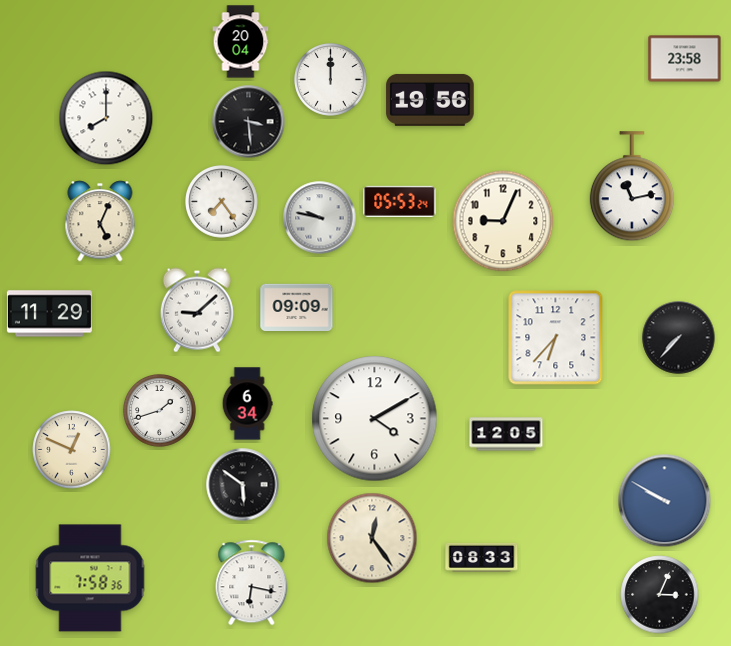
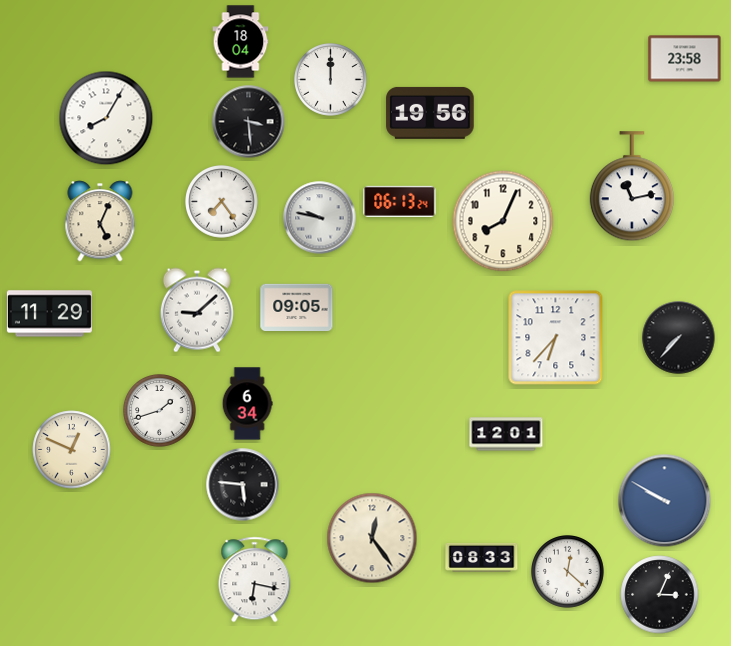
clock at (241, 42): 20:04 -> 18:04
clock at (430, 100) position: (430, 100) -> (430, 113)
clock at (106, 118): 8:00 -> 8:05
clock at (400, 201): 05:53 -> 06:13
clock at (503, 221): 9:04 -> 8:04
clock at (297, 307): 09:09 -> 09:05
clock at (375, 419): 4:10 -> none
clock at (506, 434): 12:05 -> 12:01
clock at (243, 485): 5:51 -> 5:46
clock at (568, 572): none -> 12:22
clock at (90, 578): 7:58 -> none
clock at (252, 583) position: (252, 583) -> (255, 580)
